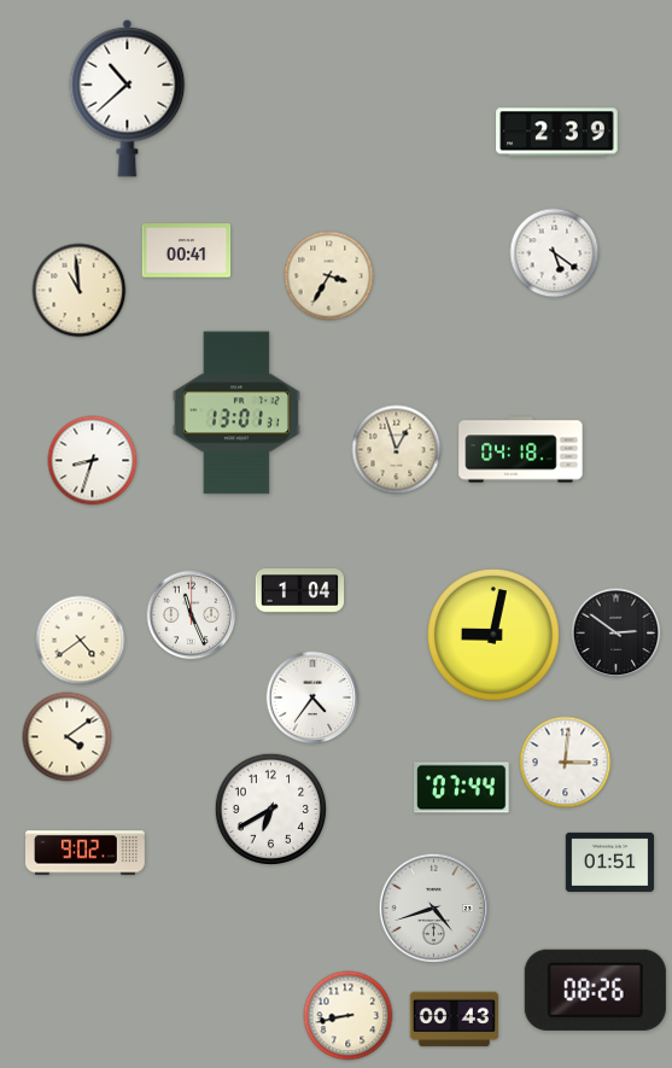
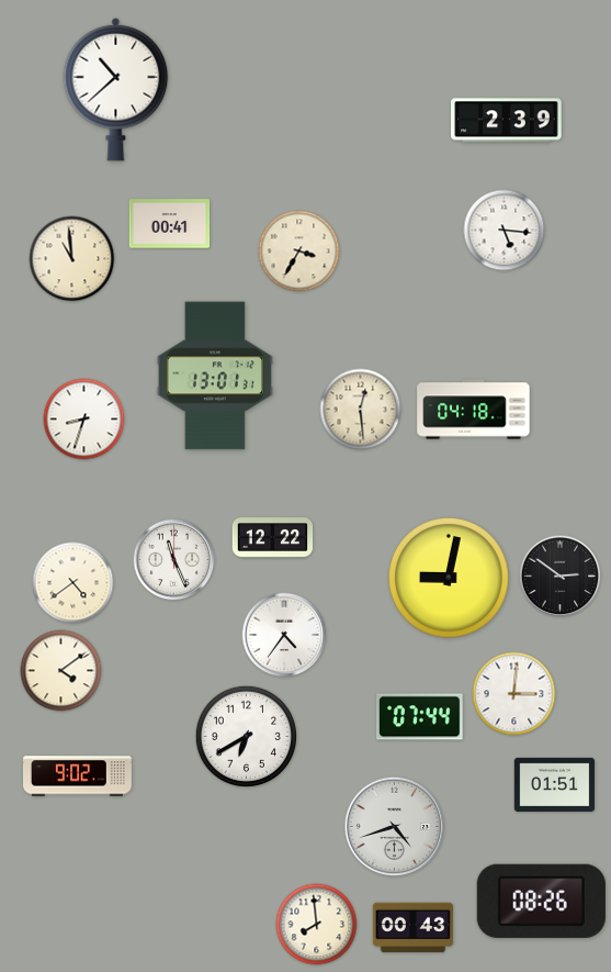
clock at (187, 251) position: (187, 251) -> (170, 224)
clock at (555, 253): 5:21 -> 5:16
clock at (80, 291) position: (80, 291) -> (72, 259)
clock at (397, 450): 12:57 -> 12:29
clock at (300, 591): 1:04 -> 12:22
clock at (349, 1016): 8:43 -> 7:59
